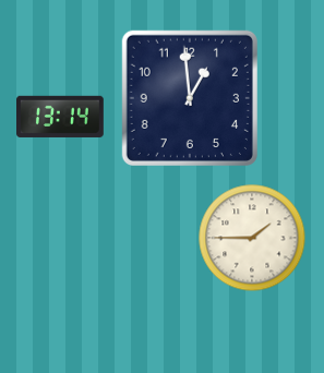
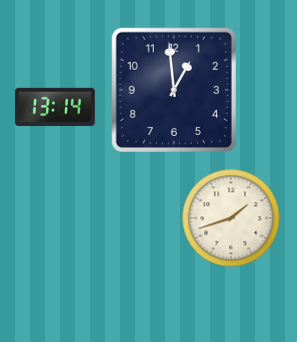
clock at (252, 238): 1:45 -> 1:42
